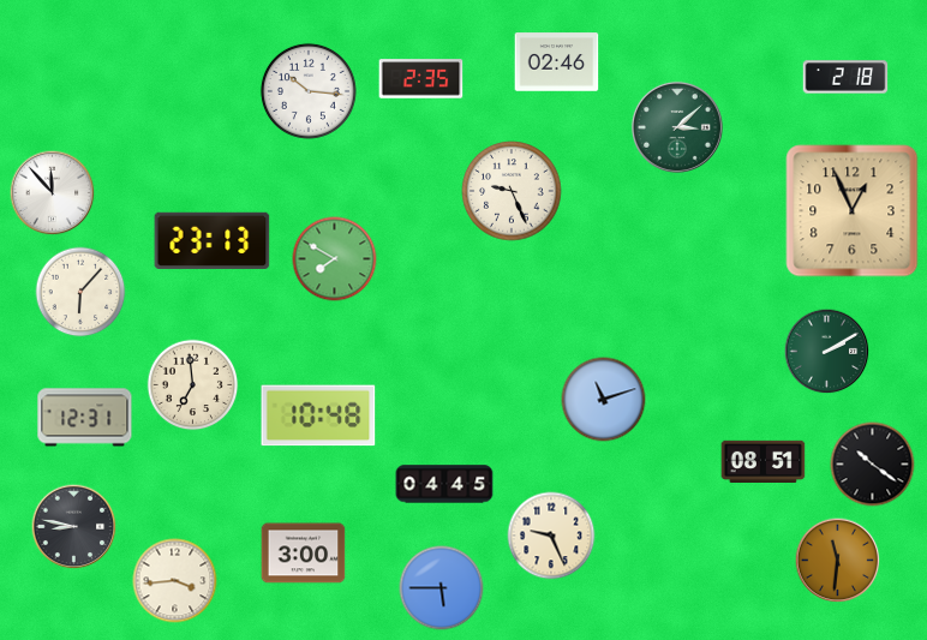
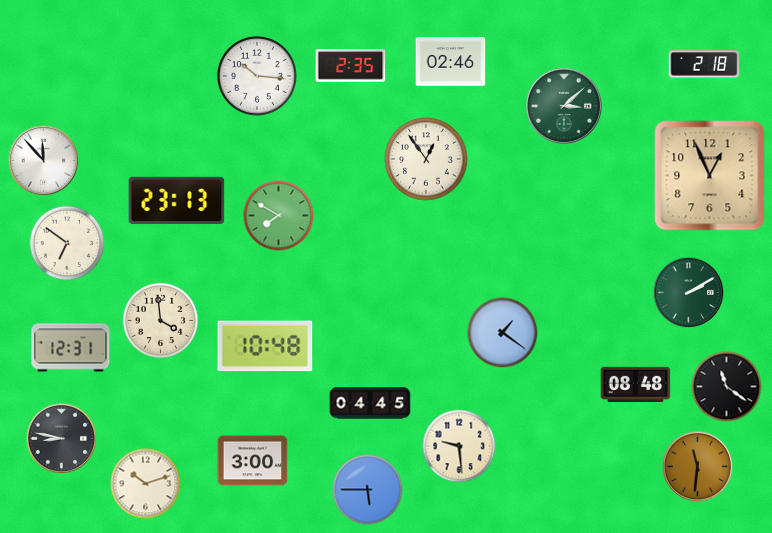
clock at (557, 62) position: (557, 62) -> (451, 62)
clock at (512, 191): 9:26 -> 12:54
clock at (80, 292): 6:07 -> 6:51
clock at (193, 385): 6:59 -> 3:59
clock at (604, 400): 11:12 -> 1:21
clock at (764, 461): 08:51 -> 08:48
clock at (873, 465): 10:21 -> 11:21
clock at (551, 536): 9:26 -> 9:29
clock at (175, 581): 3:44 -> 10:12
